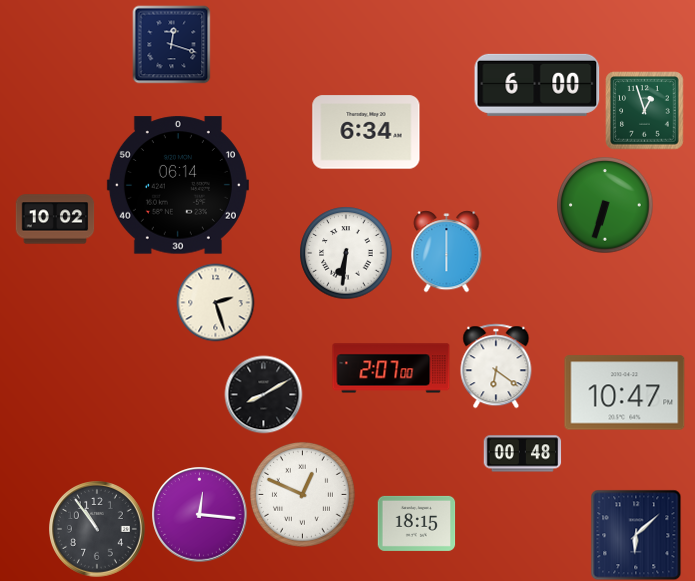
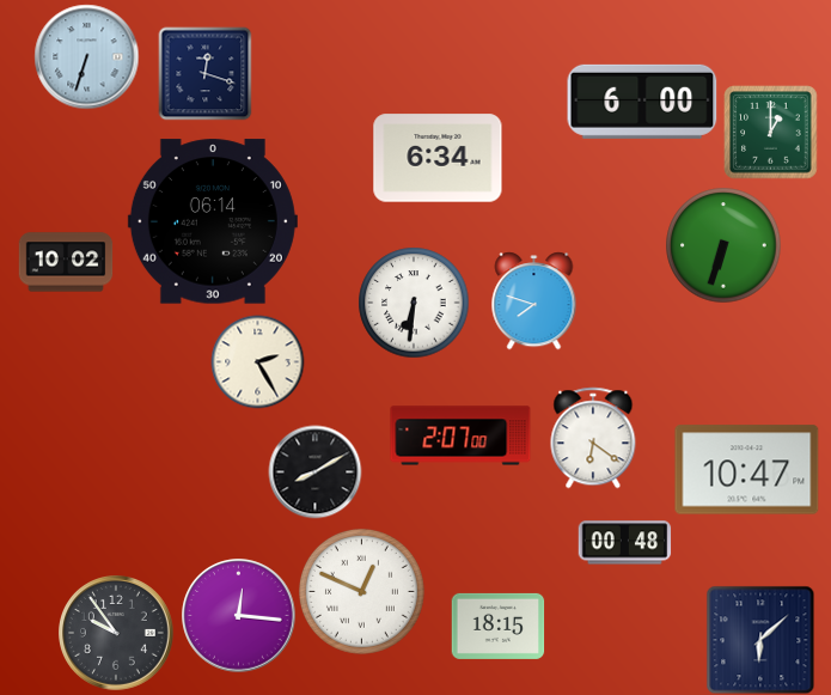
clock at (171, 44) position: (171, 44) -> (204, 73)
clock at (86, 56): none -> 6:33
clock at (644, 110): 12:57 -> 1:00
clock at (447, 251): 6:00 -> 7:48
clock at (215, 302): 2:27 -> 2:25
clock at (391, 368) position: (391, 368) -> (460, 435)
clock at (98, 530): 10:54 -> 9:54
